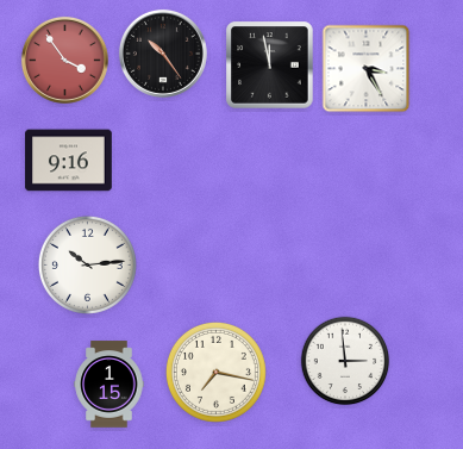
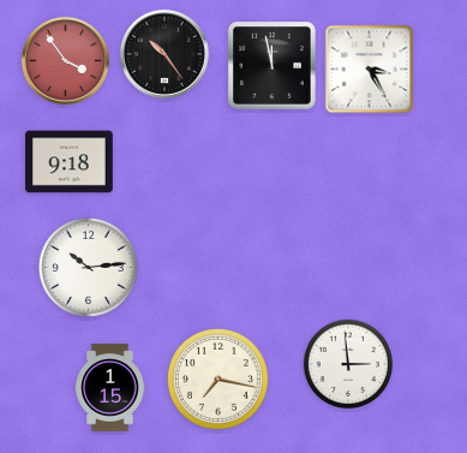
clock at (69, 161): 9:16 -> 9:18
clock at (215, 372) position: (215, 372) -> (217, 379)
